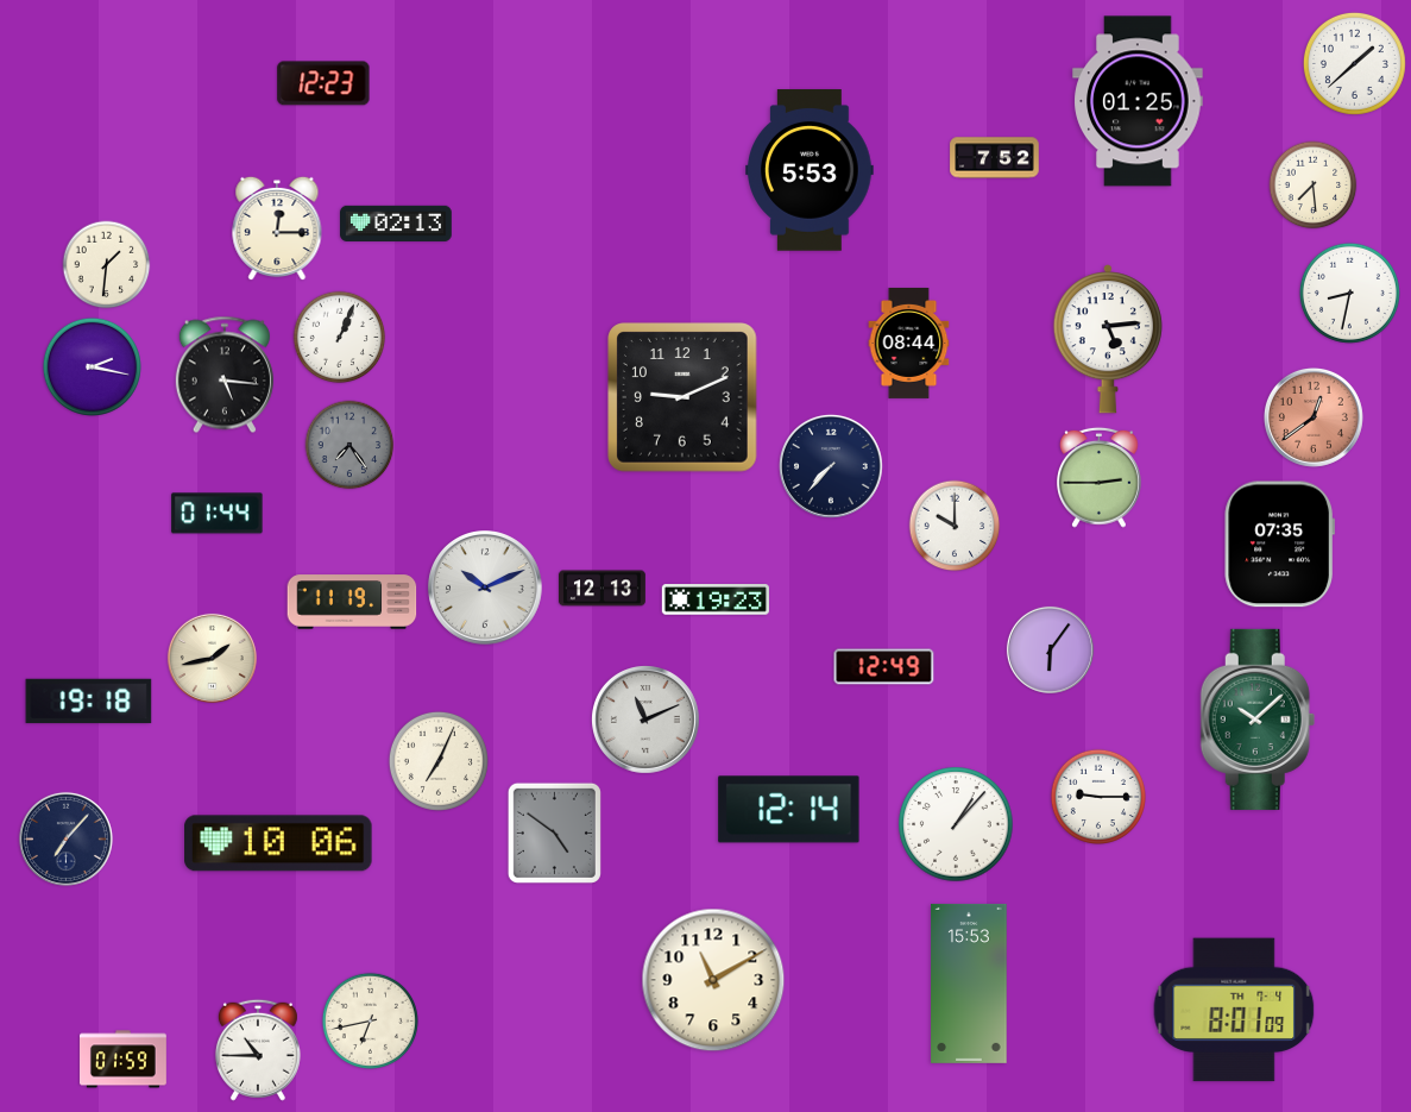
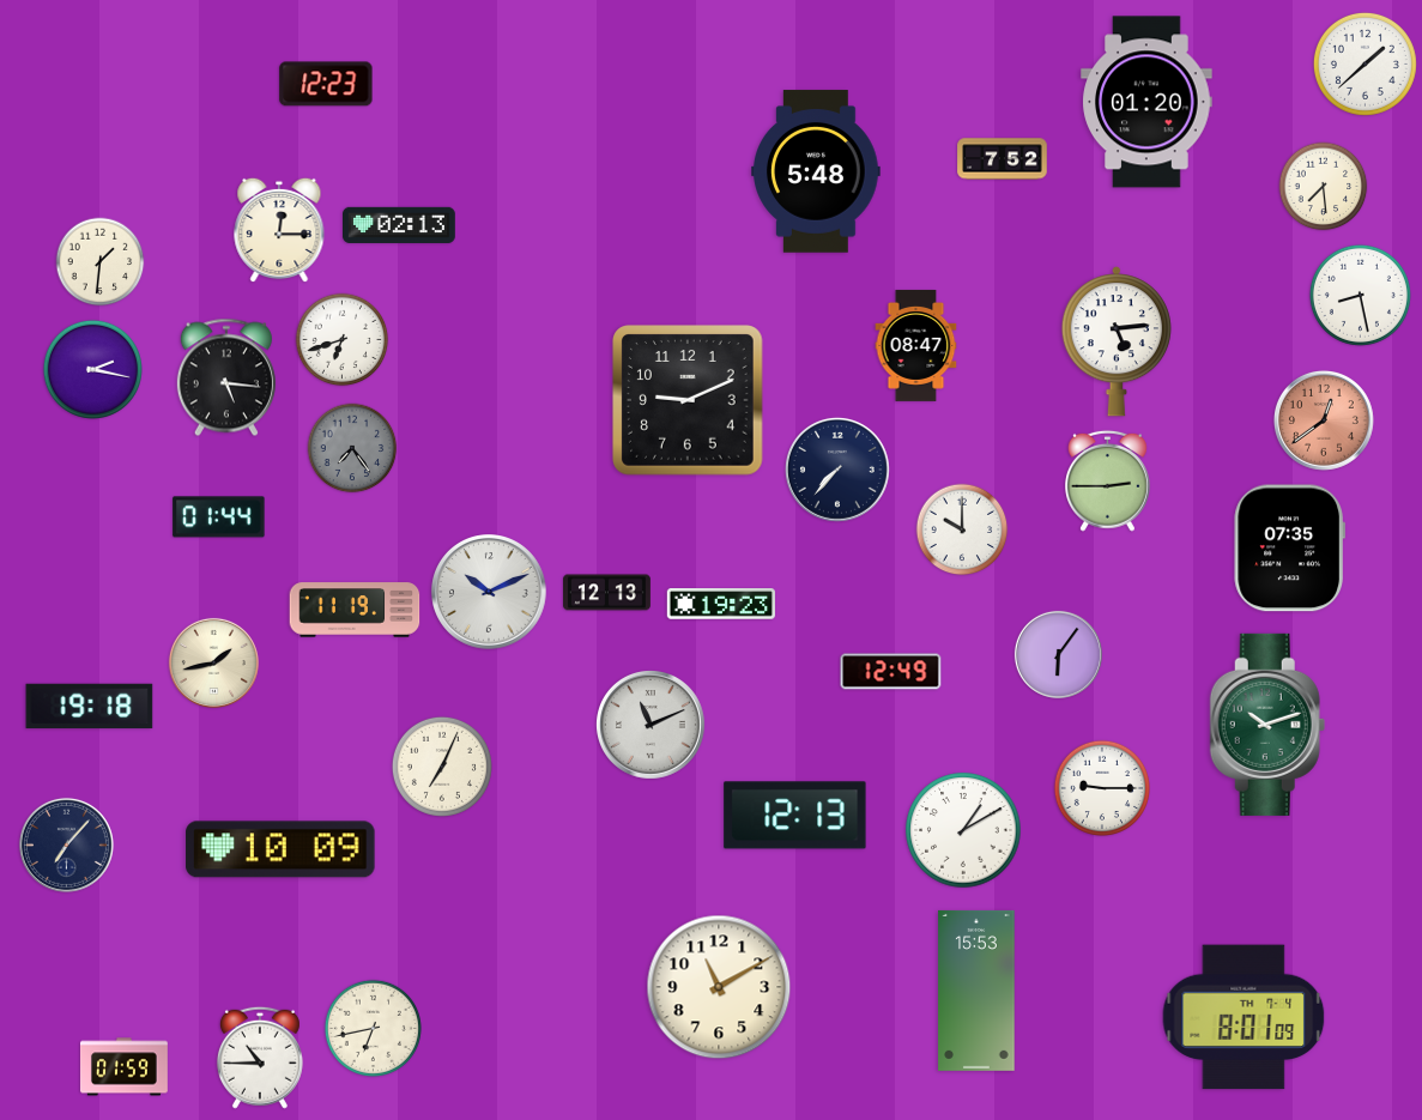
clock at (1138, 101): 01:25 -> 01:20
clock at (811, 170): 5:53 -> 5:48
clock at (107, 265) position: (107, 265) -> (101, 262)
clock at (1349, 293): 8:32 -> 8:28
clock at (340, 338): 1:04 -> 6:42
clock at (909, 343): 08:44 -> 08:47
clock at (352, 602) position: (352, 602) -> (355, 610)
clock at (1258, 720): 10:08 -> 10:12
clock at (1097, 796) position: (1097, 796) -> (1101, 787)
clock at (789, 810): 12:14 -> 12:13
clock at (956, 824): 1:07 -> 1:10
clock at (554, 833): 4:51 -> none
clock at (278, 843): 10:06 -> 10:09
